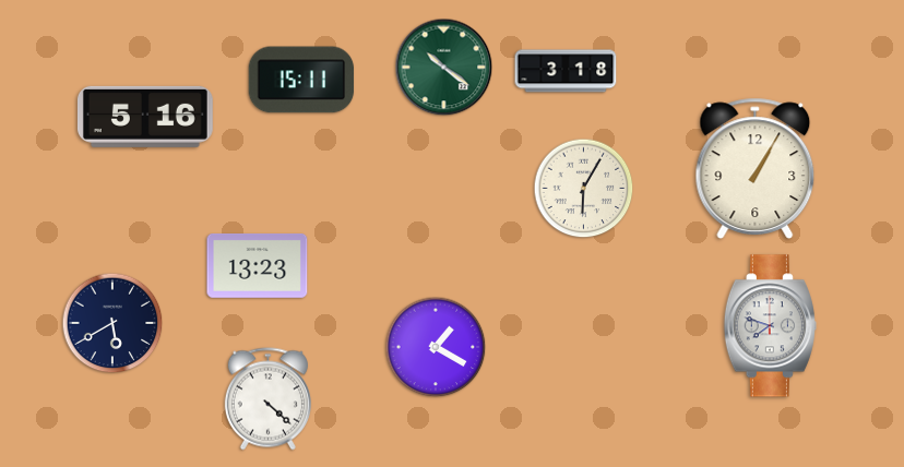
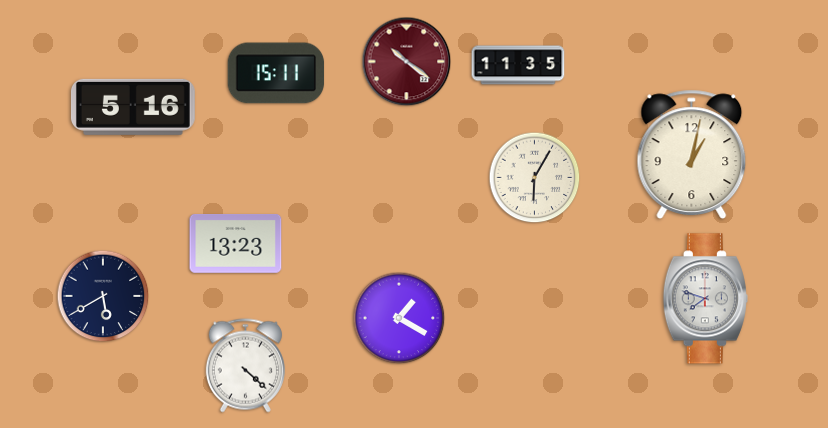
clock at (444, 68) dial: green -> burgundy
clock at (566, 71): 3:18 -> 11:35
clock at (756, 168): 1:05 -> 1:02
clock at (584, 189) position: (584, 189) -> (535, 178)
